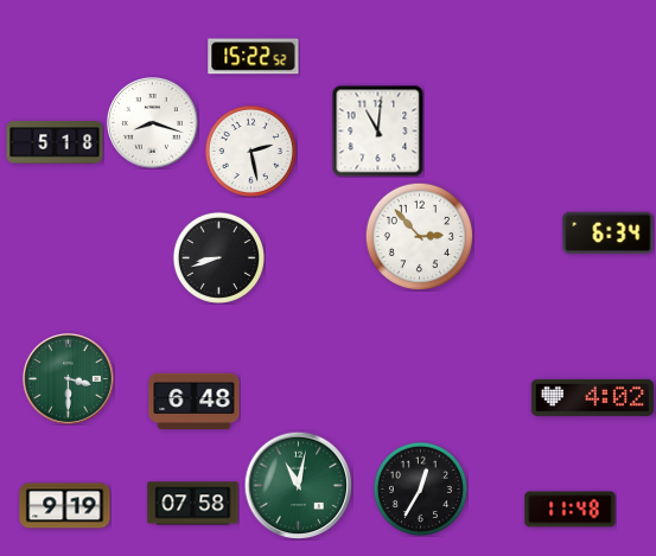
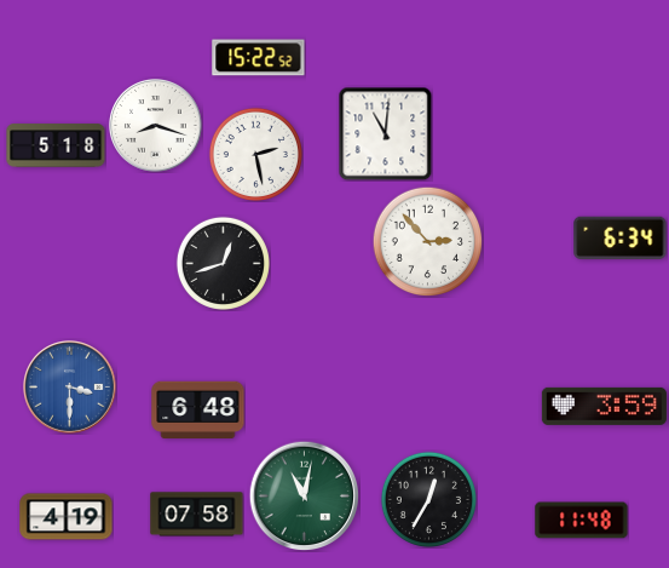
clock at (218, 257): 8:42 -> 12:42
clock at (69, 379) dial: green -> blue
clock at (592, 397): 4:02 -> 3:59
clock at (65, 506): 9:19 -> 4:19
